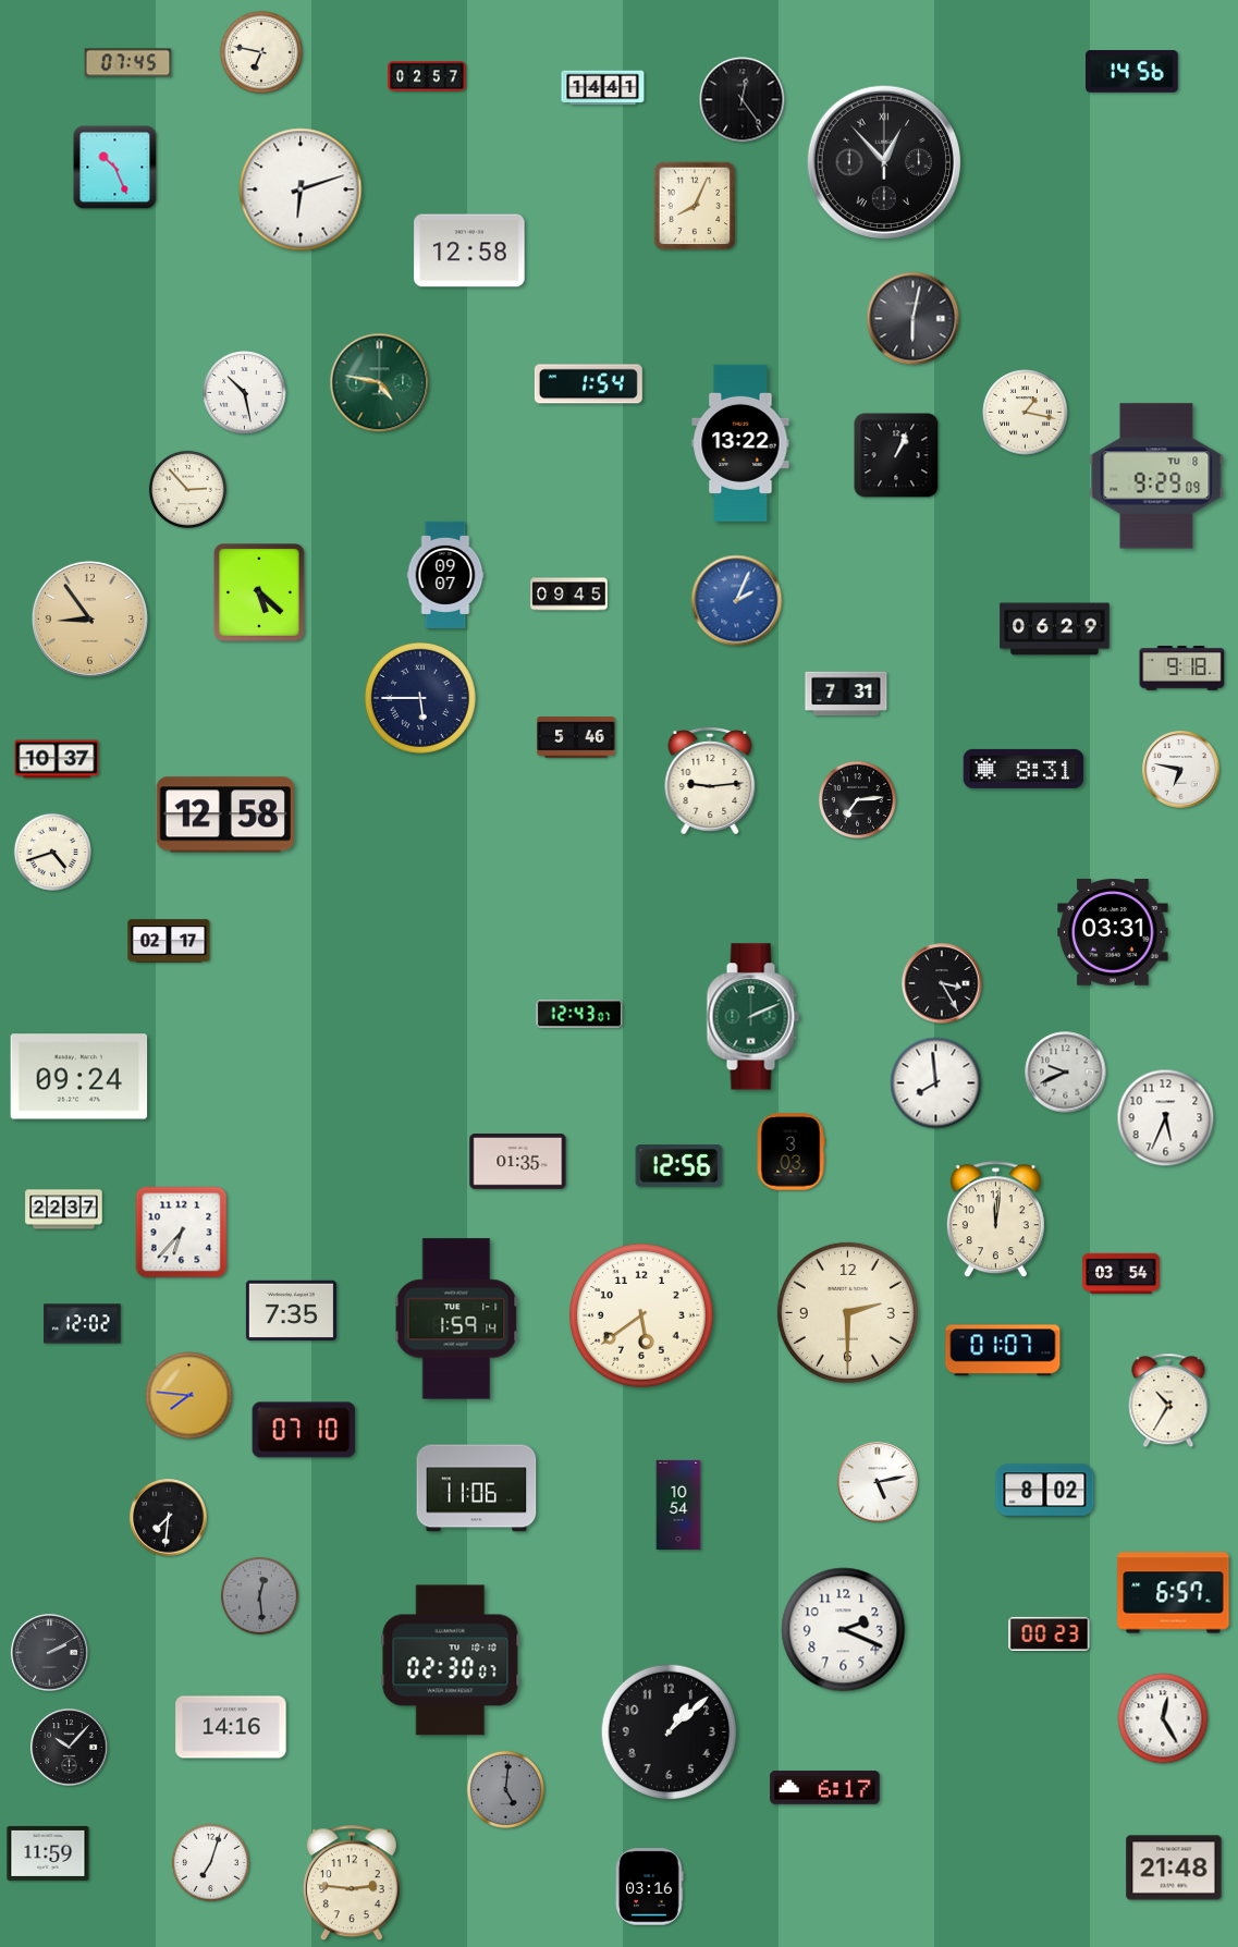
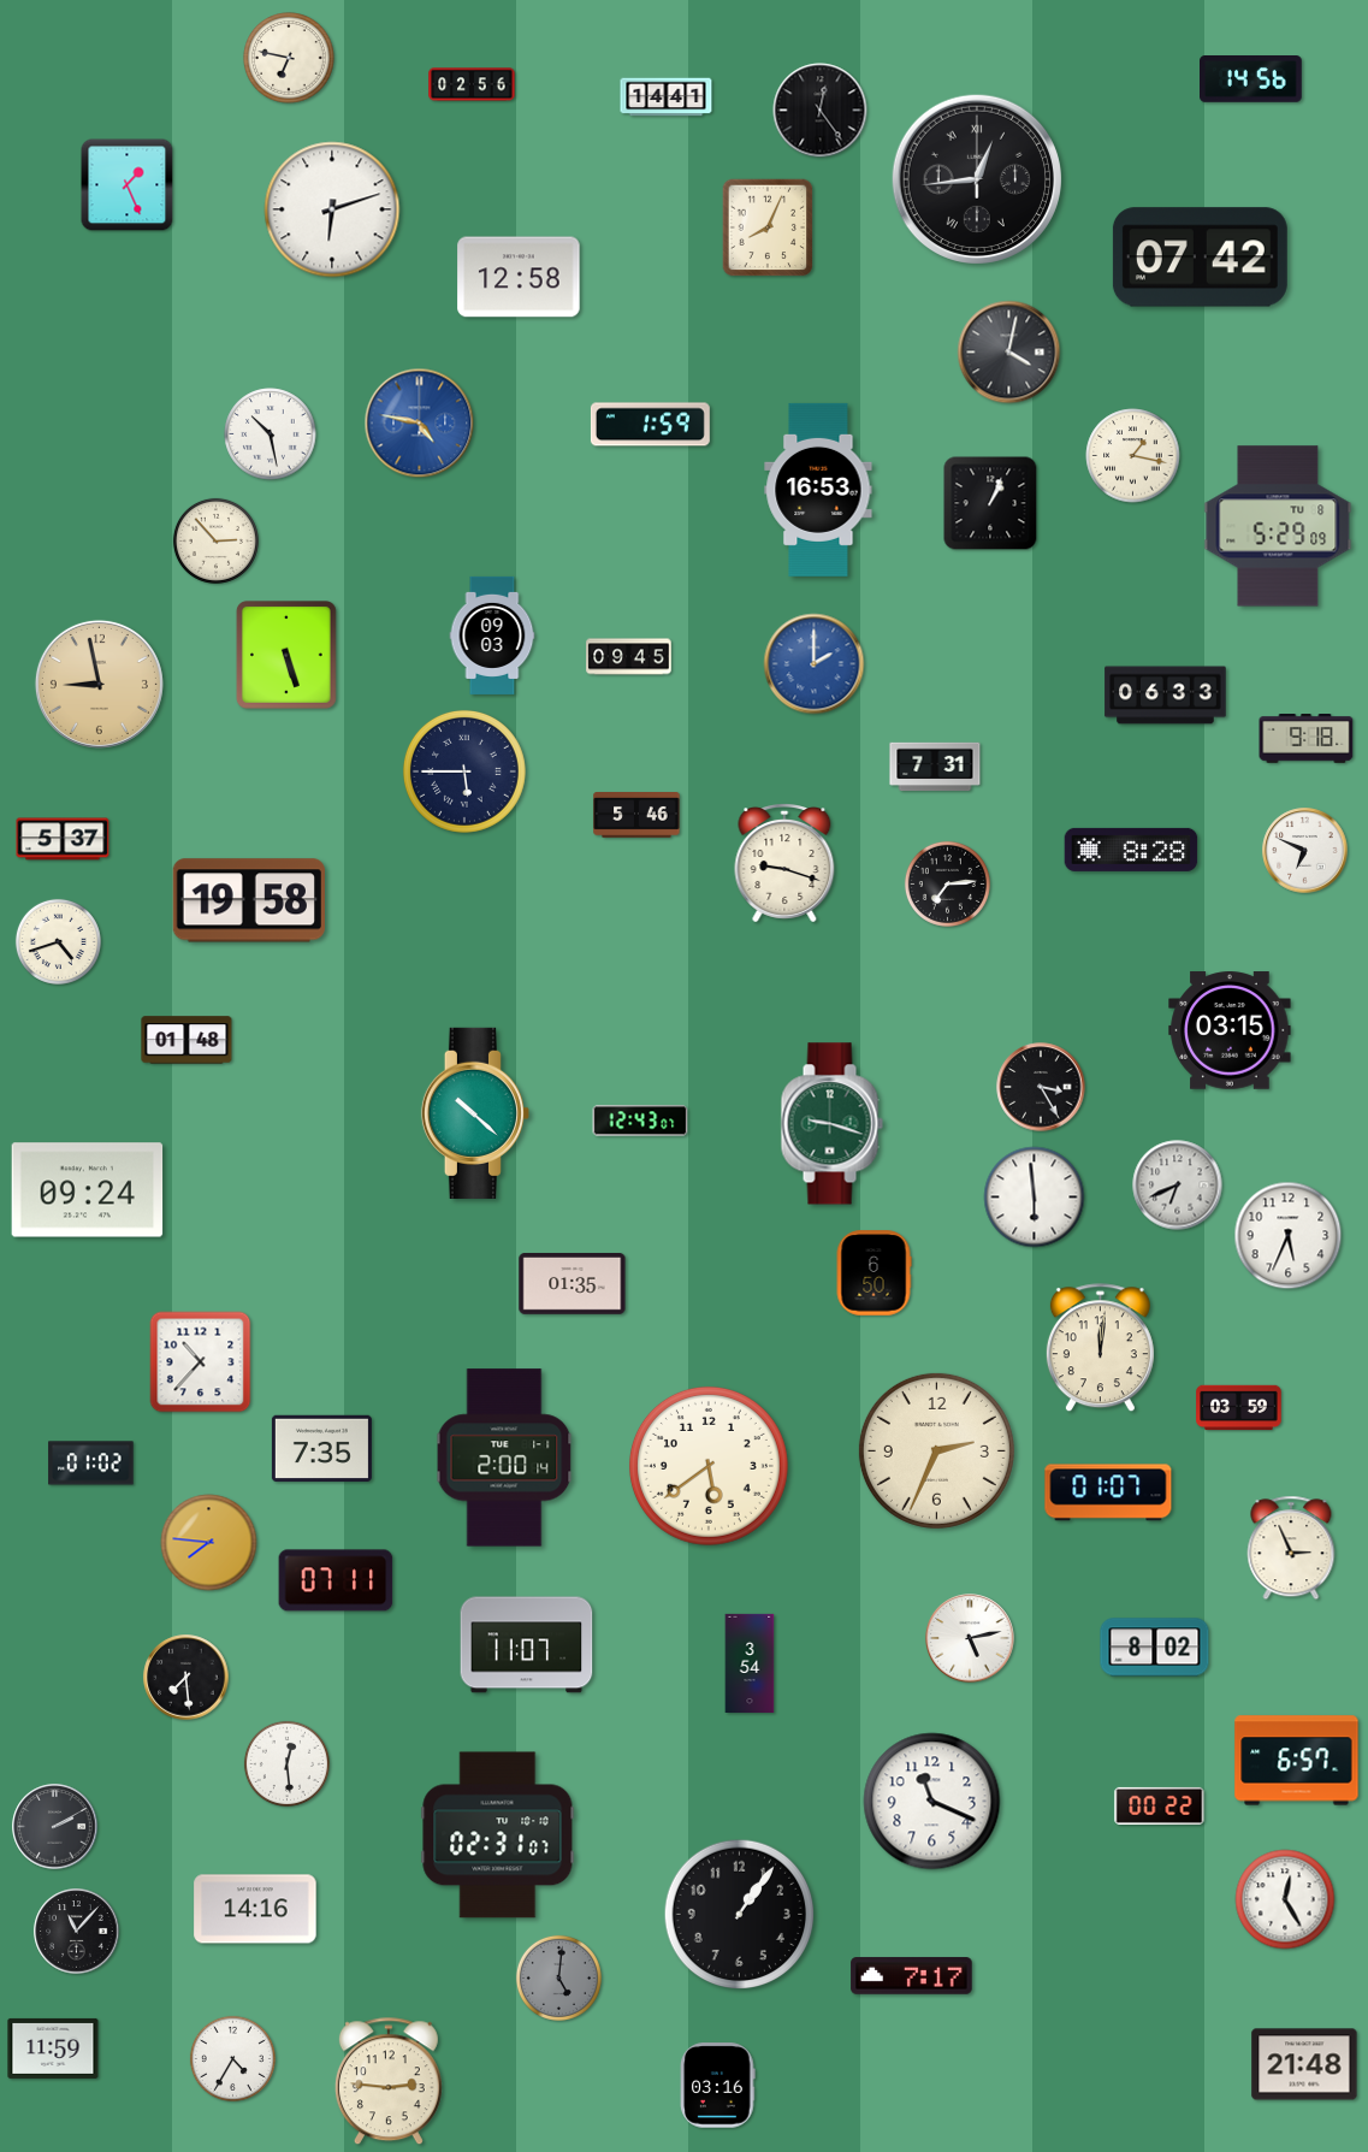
clock at (128, 63): 07:45 -> none
clock at (427, 76): 02:57 -> 02:56
clock at (883, 161): 12:53 -> 12:44
clock at (115, 168): 10:26 -> 1:26
clock at (1200, 258): none -> 07:42
clock at (914, 319): 6:02 -> 4:02
clock at (380, 383) dial: green -> blue
clock at (588, 384): 1:54 -> 1:59
clock at (740, 443): 13:22 -> 16:53
clock at (1156, 476): 9:29 -> 5:29
clock at (187, 489) position: (187, 489) -> (215, 540)
clock at (445, 575): 09:07 -> 09:03
clock at (259, 593): 5:22 -> 5:27
clock at (737, 601): 2:04 -> 2:00
clock at (89, 619): 8:54 -> 8:58
clock at (1055, 629): 06:29 -> 06:33
clock at (57, 759): 10:37 -> 5:37
clock at (1024, 769): 8:31 -> 8:28
clock at (1181, 770): 6:47 -> 6:49
clock at (710, 782): 9:14 -> 9:18
clock at (224, 815): 12:58 -> 19:58
clock at (1113, 932): 03:31 -> 03:15
clock at (169, 941): 02:17 -> 01:48
clock at (475, 1113): none -> 10:22
clock at (752, 1017): 2:11 -> 9:18
clock at (1066, 1073): 9:41 -> 6:41
clock at (936, 1083): 7:59 -> 5:59
clock at (790, 1152): 3:03 -> 6:50
clock at (679, 1166): 12:56 -> none
clock at (64, 1210): 22:37 -> none
clock at (182, 1233): 6:37 -> 10:37
clock at (1121, 1274): 03:54 -> 03:59
clock at (847, 1312): 2:30 -> 2:34
clock at (641, 1315) position: (641, 1315) -> (709, 1466)
clock at (456, 1319): 1:59 -> 2:00
clock at (83, 1324): 12:02 -> 01:02
clock at (1168, 1400): 10:35 -> 2:56
clock at (304, 1430): 07:10 -> 07:11
clock at (477, 1489): 11:06 -> 11:07
clock at (678, 1504): 10:54 -> 3:54
clock at (169, 1518): 7:31 -> 7:29
clock at (259, 1595) dial: grey -> white
clock at (844, 1630): 2:19 -> 11:19
clock at (1050, 1633): 00:23 -> 00:22
clock at (451, 1661): 02:30 -> 02:31
clock at (670, 1732): 1:08 -> 1:06
clock at (70, 1748): 10:07 -> 11:07
clock at (825, 1788): 6:17 -> 7:17
clock at (210, 1862): 7:03 -> 4:35
clock at (1174, 1868) position: (1174, 1868) -> (1304, 2064)
